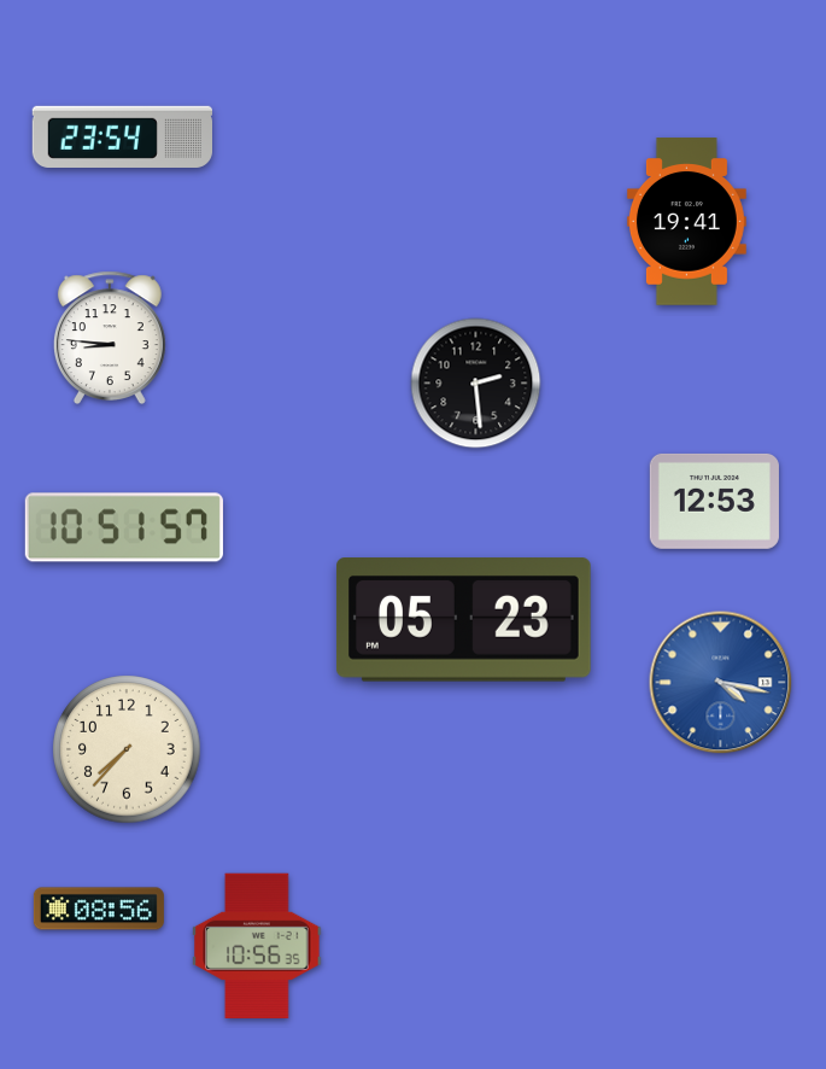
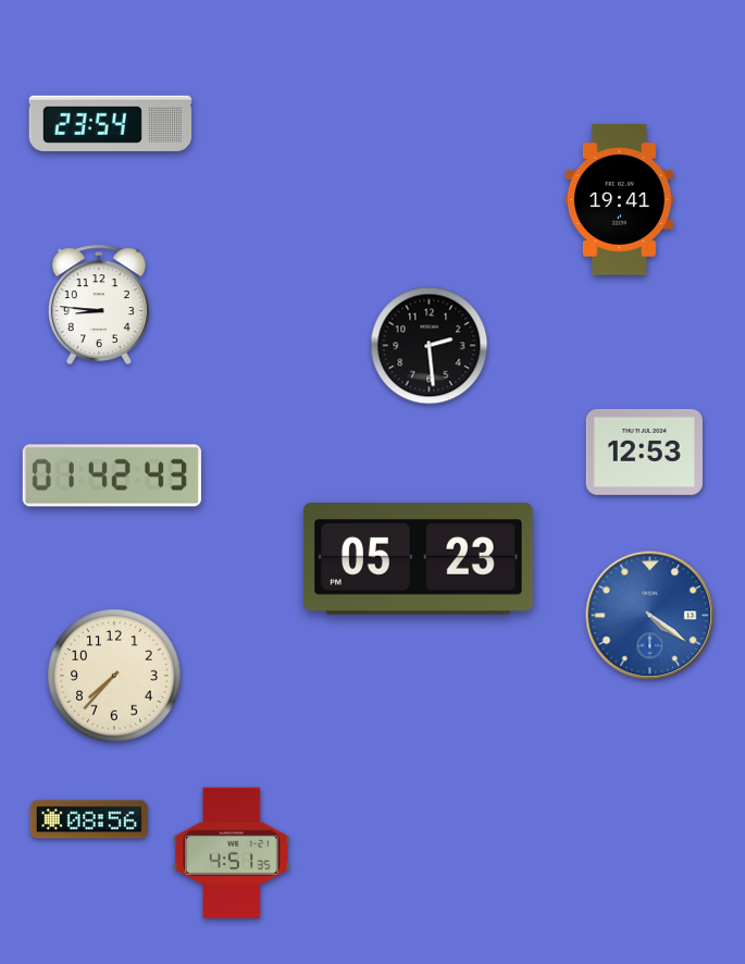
clock at (124, 527): 10:51 -> 01:42
clock at (721, 683): 4:17 -> 4:21
clock at (257, 945): 10:56 -> 4:51
